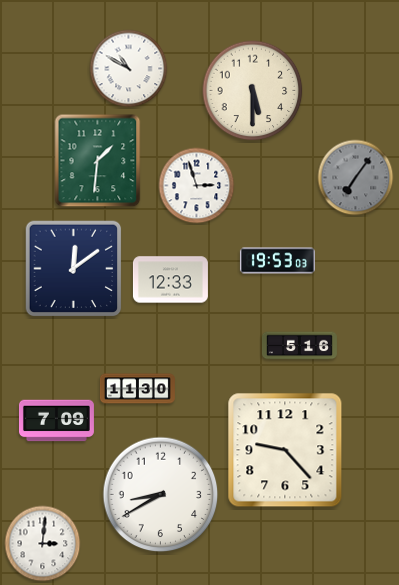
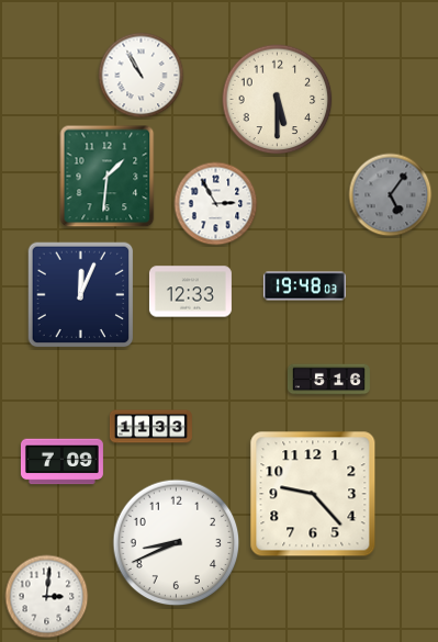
clock at (129, 69): 10:50 -> 10:55
clock at (356, 178): 7:06 -> 5:06
clock at (197, 186): 2:57 -> 2:55
clock at (277, 261): 19:53 -> 19:48
clock at (74, 269): 12:09 -> 12:04
clock at (170, 280) position: (170, 280) -> (190, 292)
clock at (137, 389): 11:30 -> 11:33
clock at (161, 495): 8:40 -> 8:41
